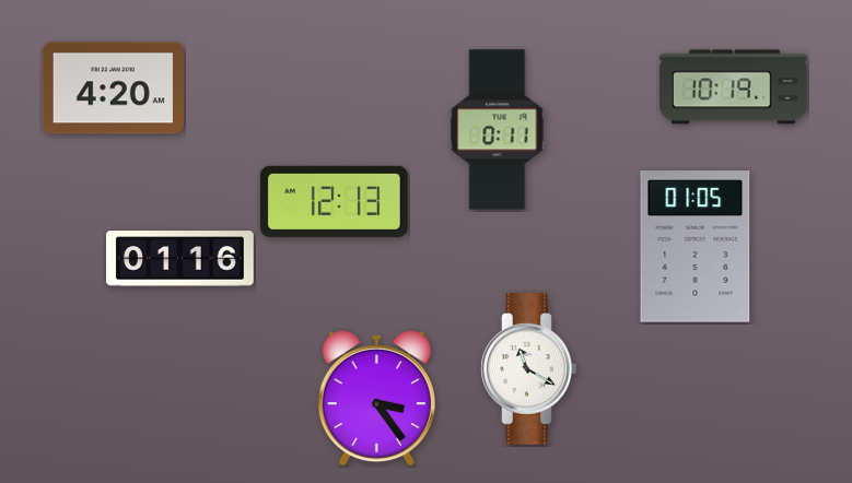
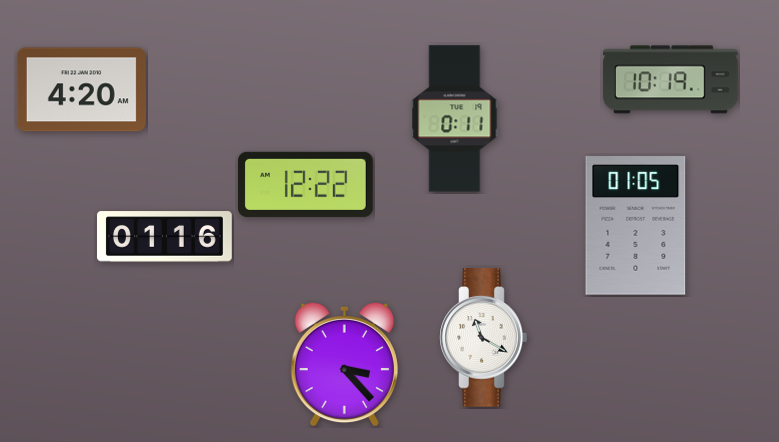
clock at (113, 89) position: (113, 89) -> (81, 90)
clock at (334, 201): 12:13 -> 12:22
clock at (376, 398): 3:24 -> 3:23
